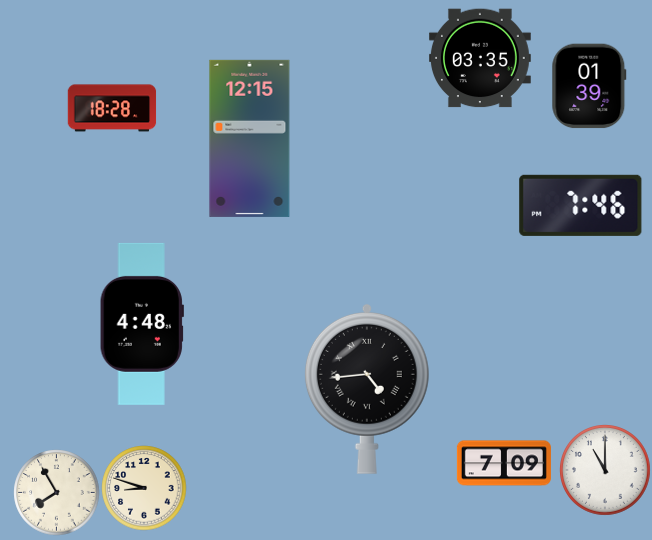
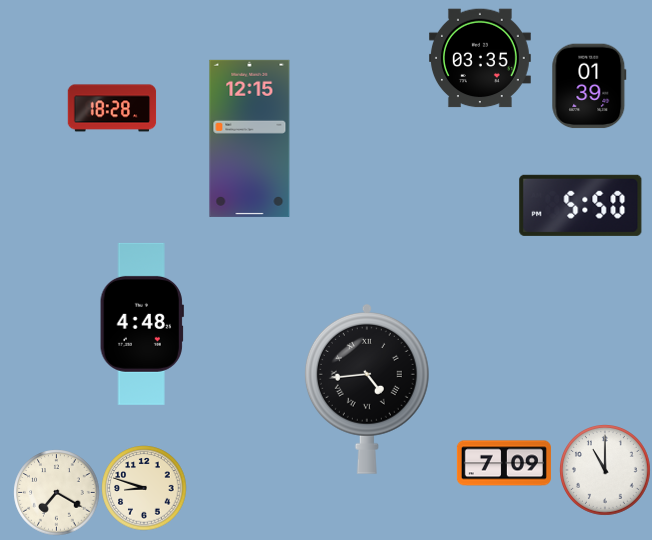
clock at (581, 205): 7:46 -> 5:50
clock at (56, 492): 7:55 -> 7:20
